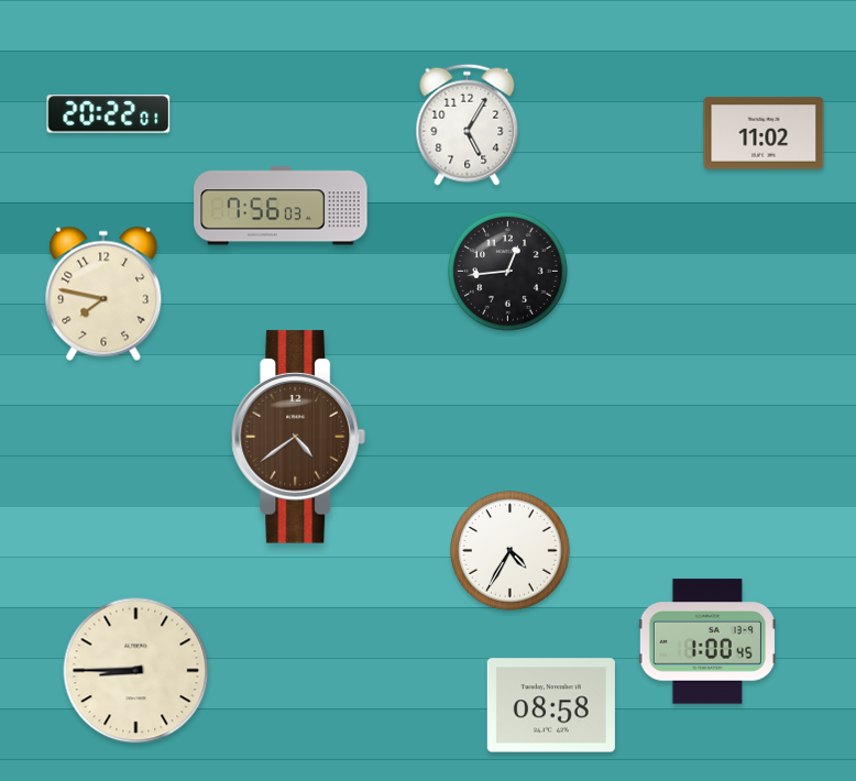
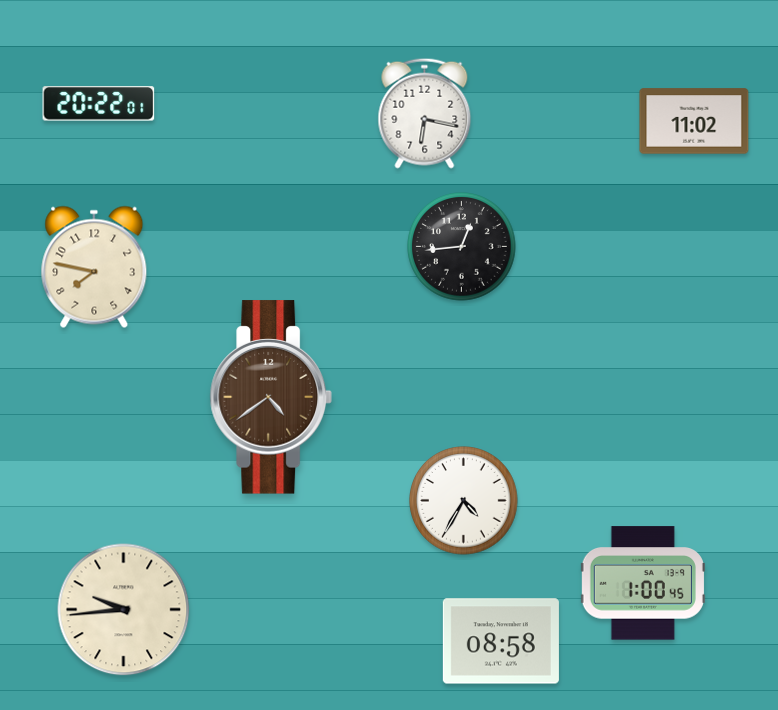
clock at (468, 124): 5:05 -> 6:17
clock at (281, 206): 7:56 -> none
clock at (136, 671): 8:45 -> 9:44
